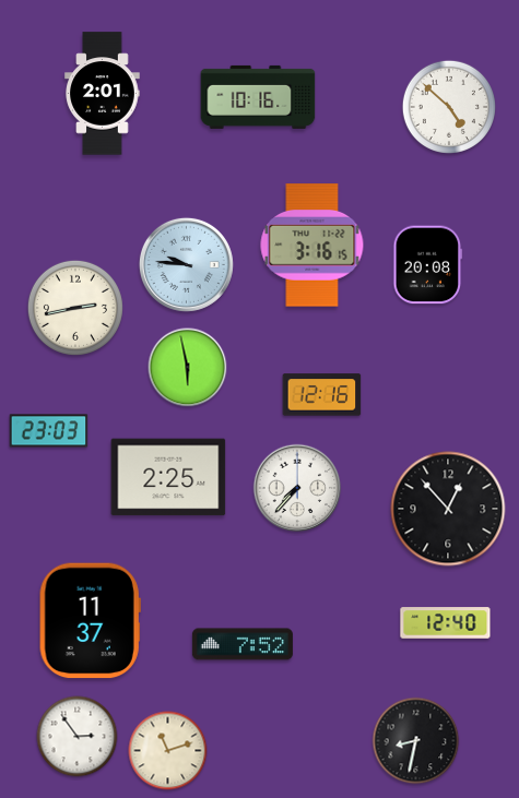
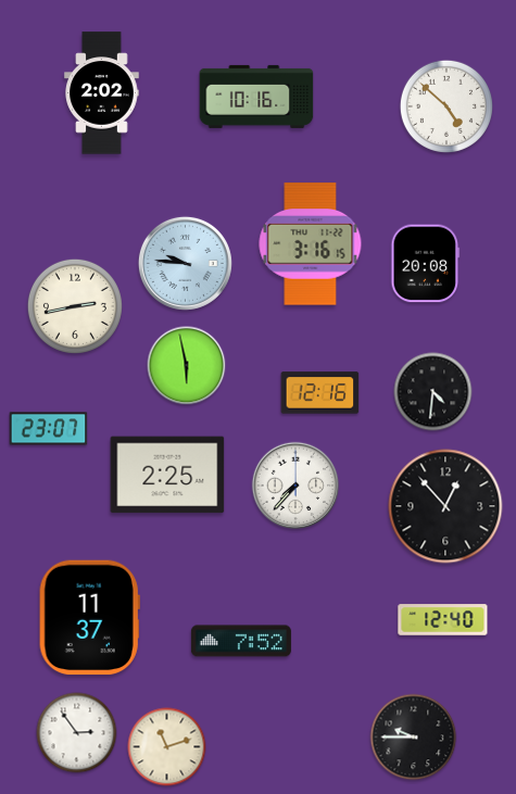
clock at (103, 94): 2:01 -> 2:02
clock at (433, 392): none -> 4:31
clock at (49, 431): 23:03 -> 23:07
clock at (416, 741): 8:32 -> 9:45
